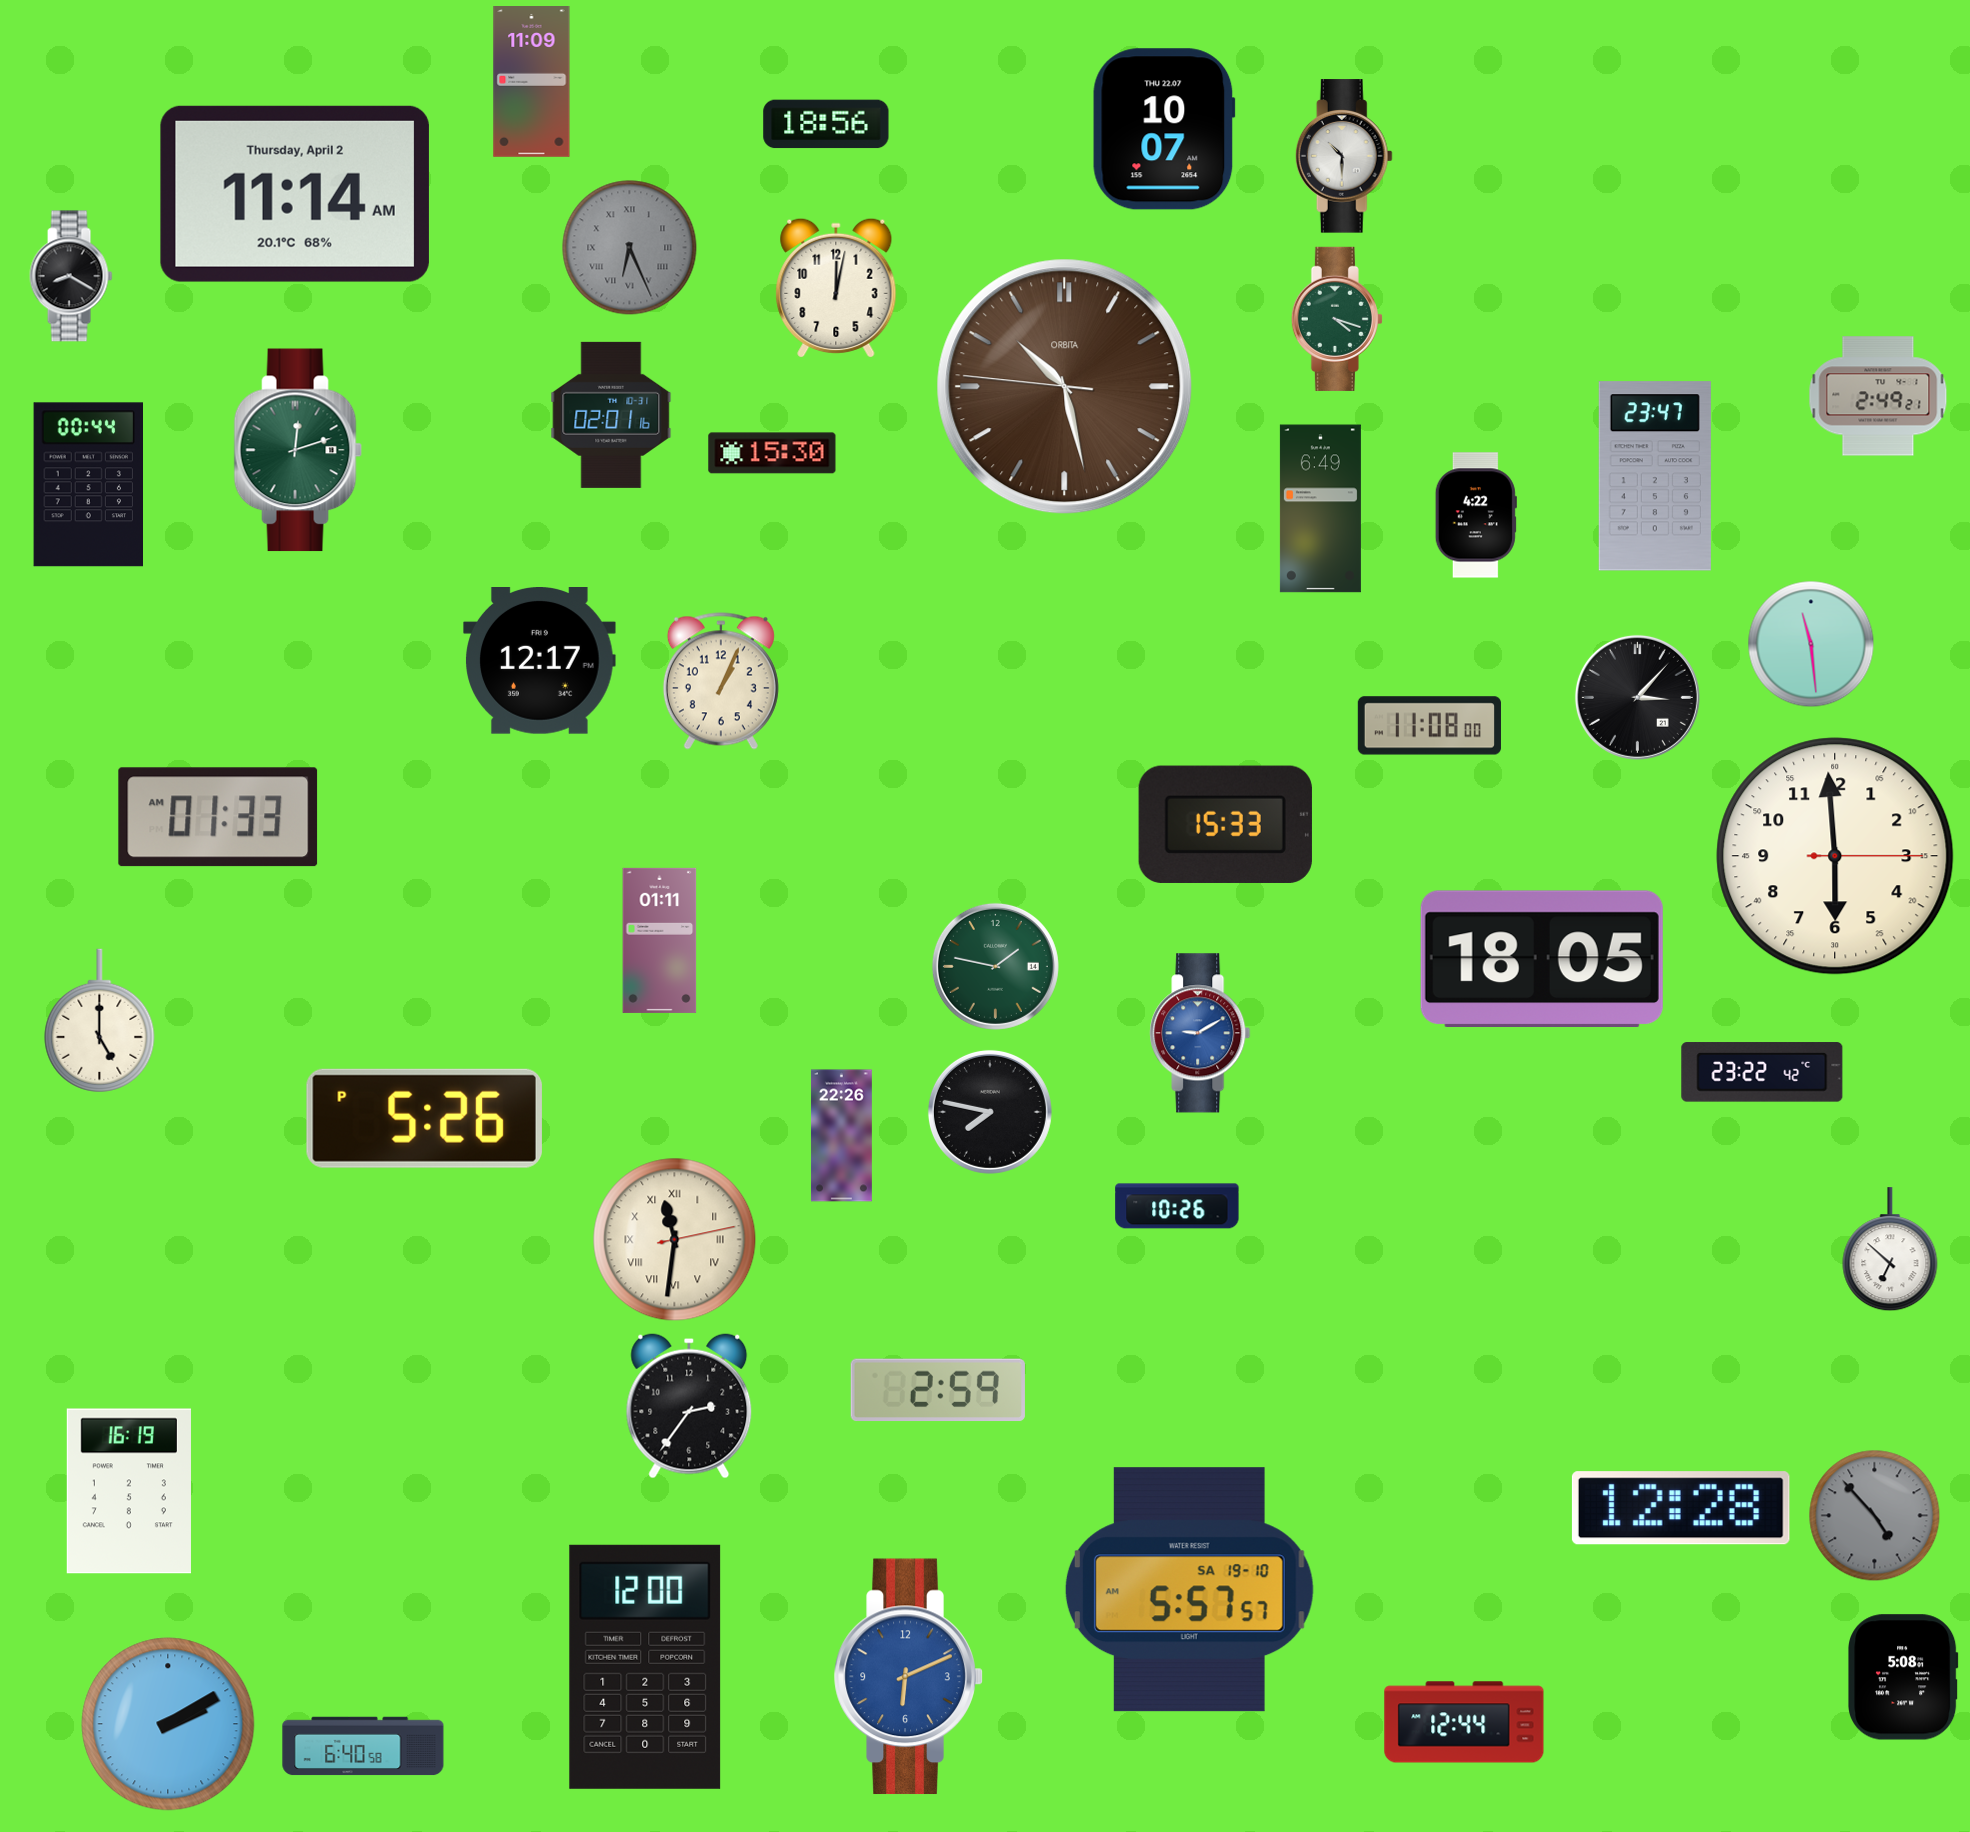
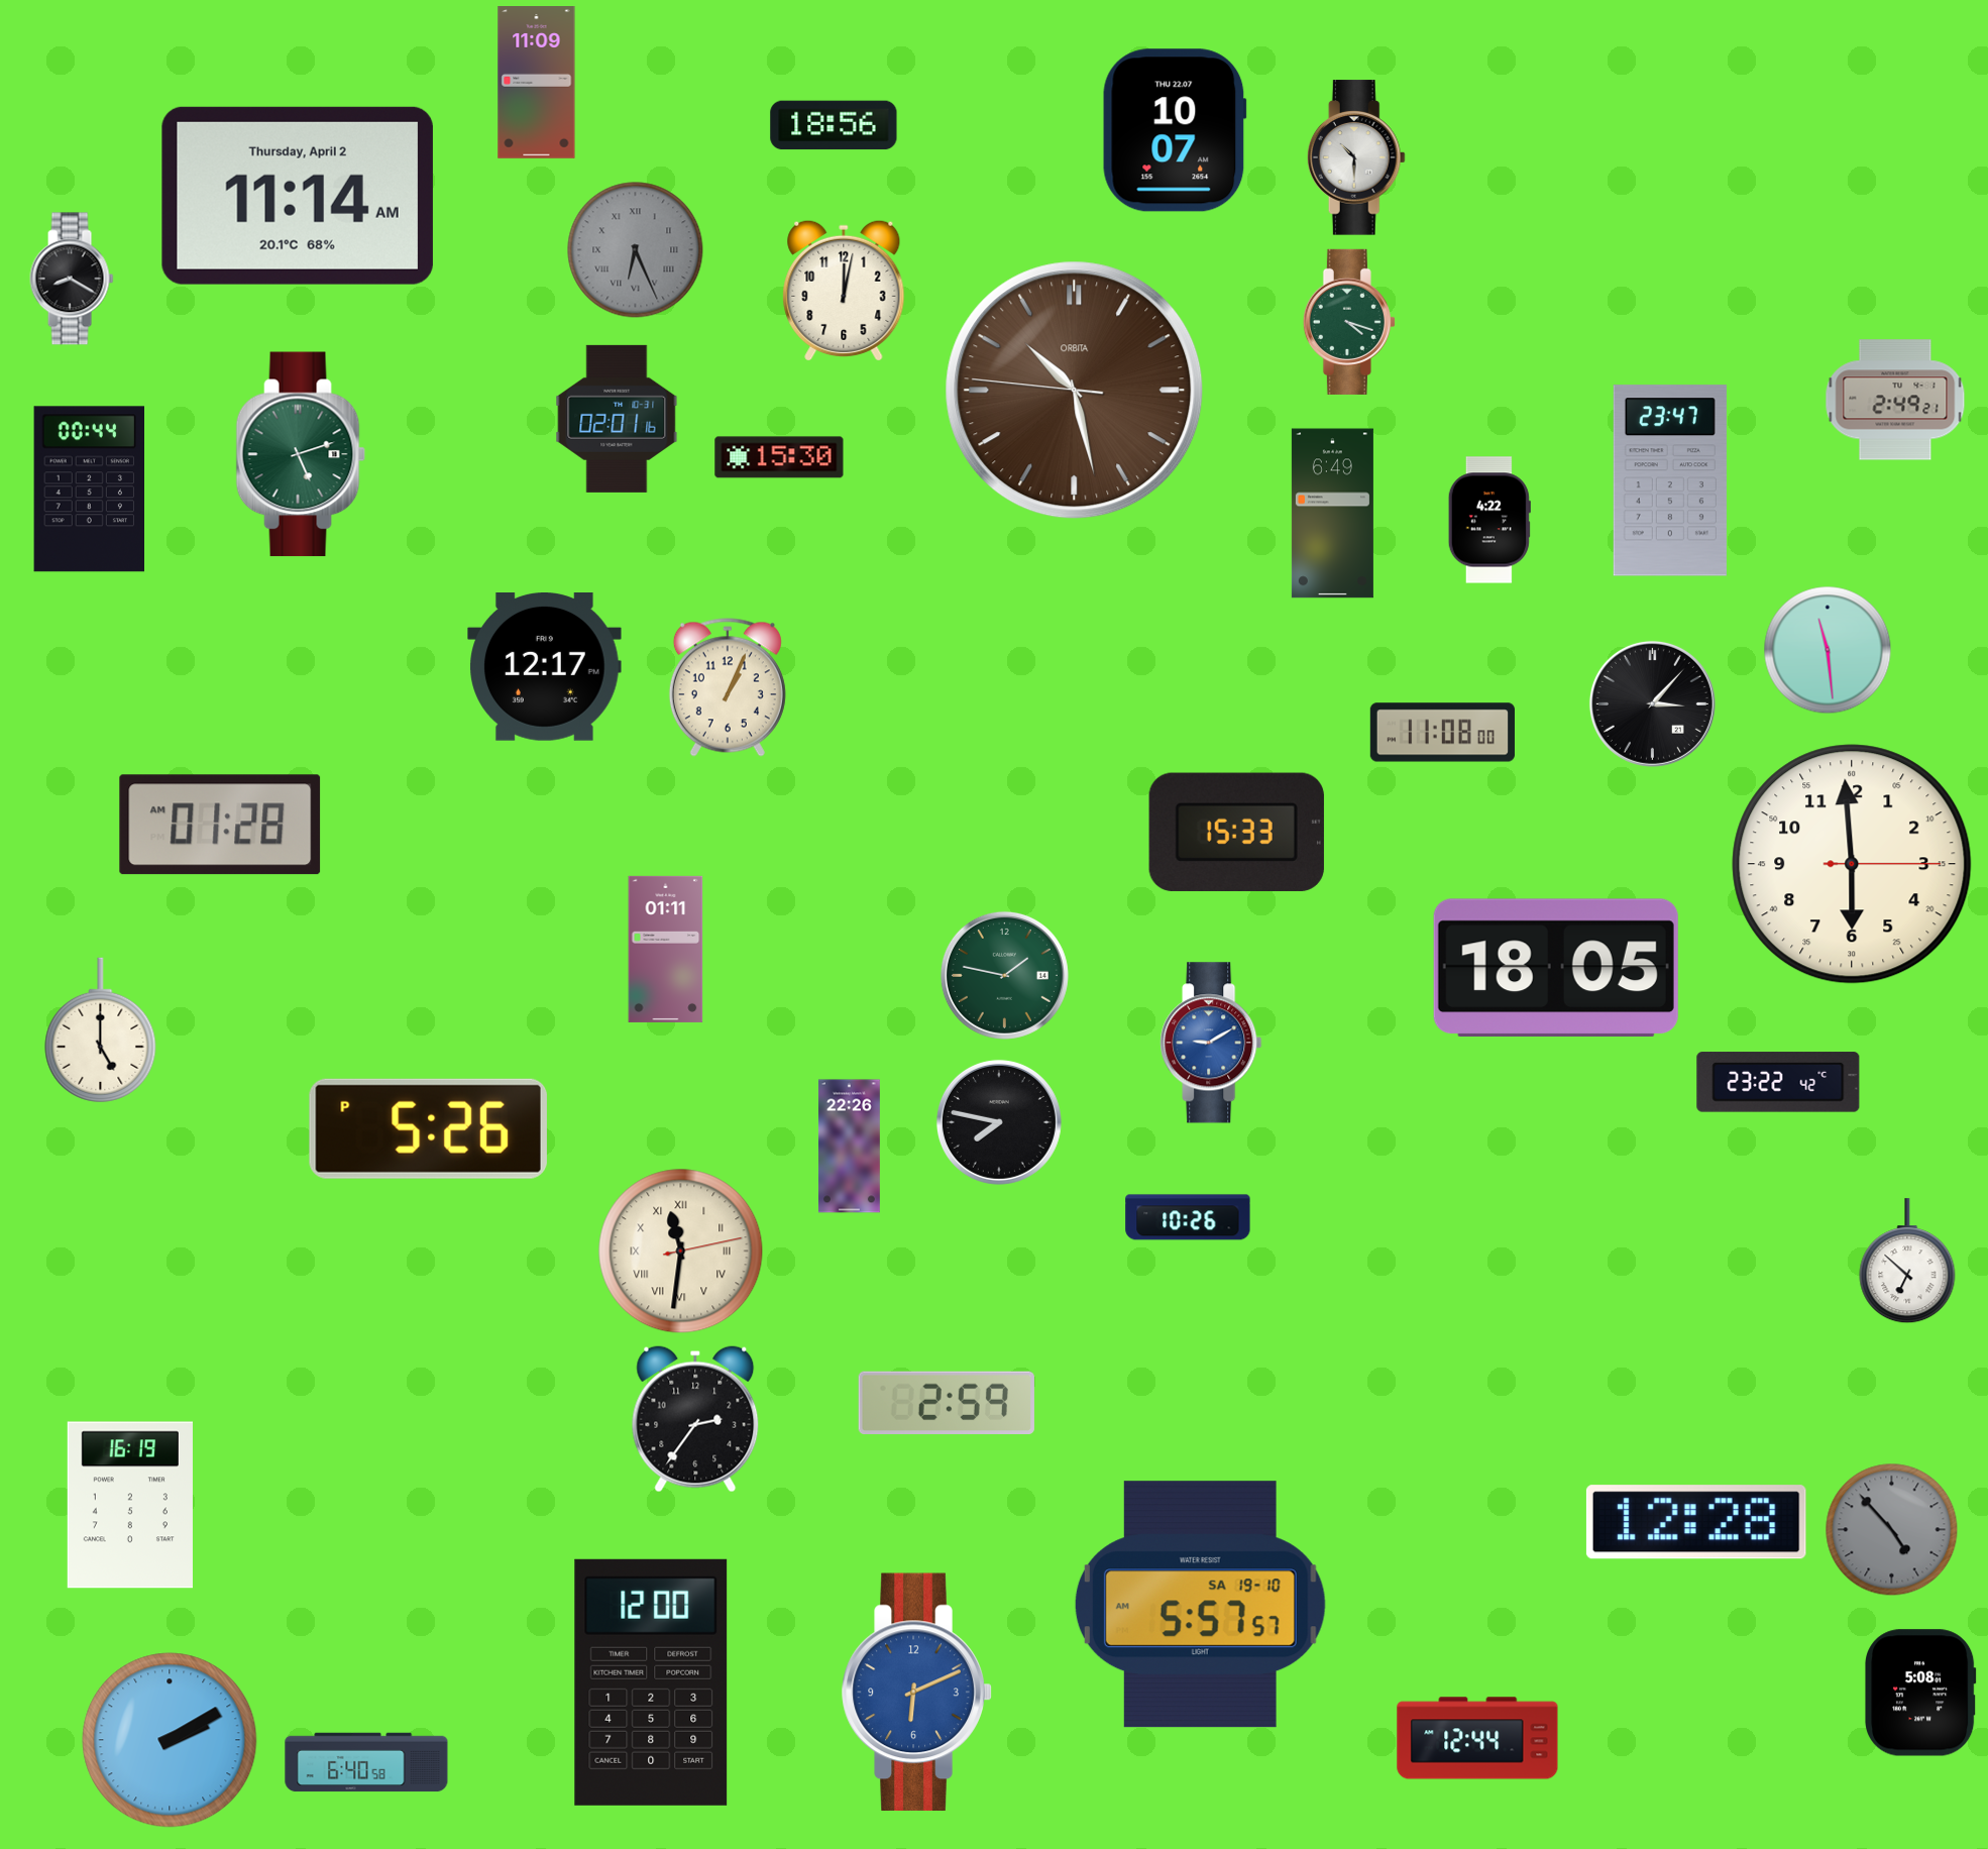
clock at (298, 450): 12:12 -> 5:12
clock at (218, 817): 01:33 -> 01:28
